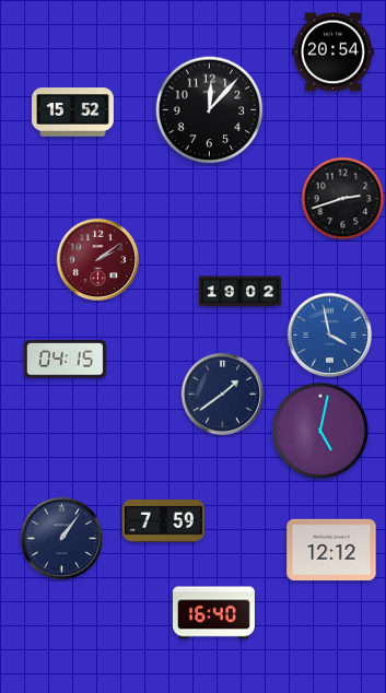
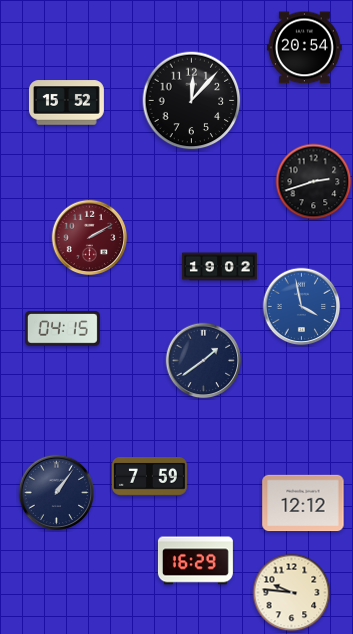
clock at (98, 260): 2:09 -> 2:10
clock at (65, 360) position: (65, 360) -> (62, 329)
clock at (320, 431): 5:02 -> none
clock at (213, 613): 16:40 -> 16:29
clock at (292, 593): none -> 9:46
